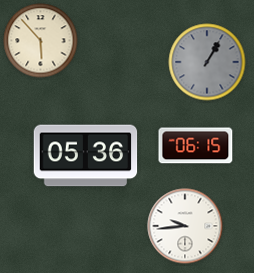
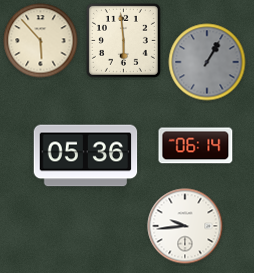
clock at (123, 40): none -> 5:59
clock at (196, 146): 06:15 -> 06:14
